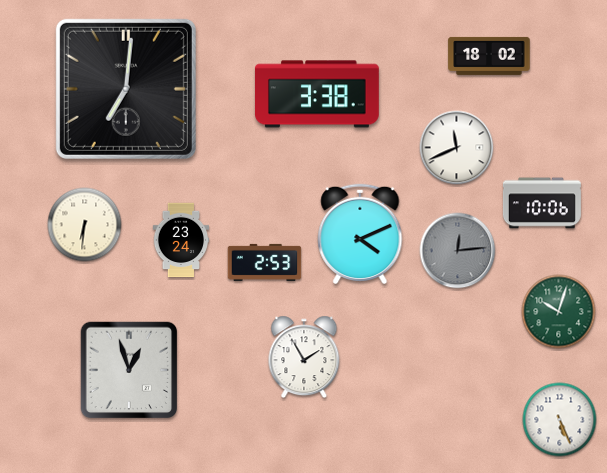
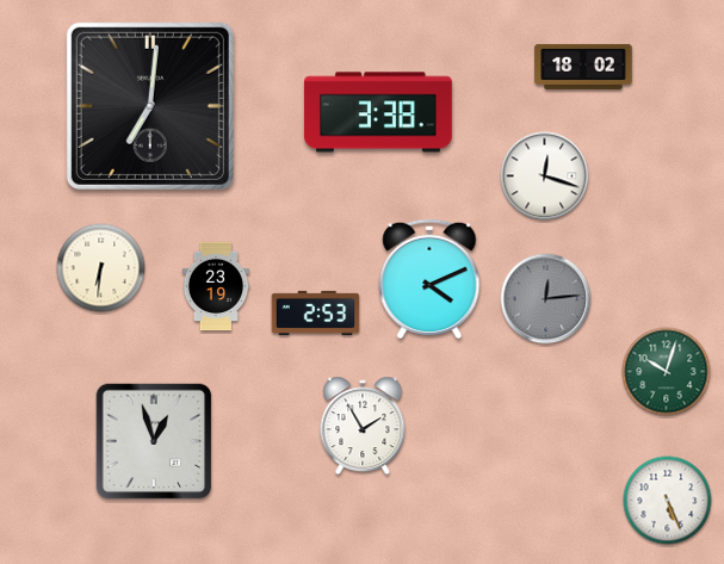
clock at (457, 148): 11:41 -> 12:18
clock at (542, 203): 10:06 -> none
clock at (181, 240): 23:24 -> 23:19
